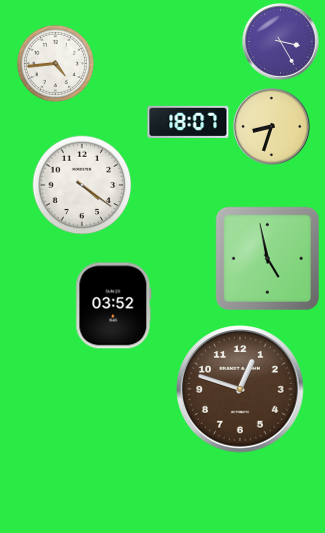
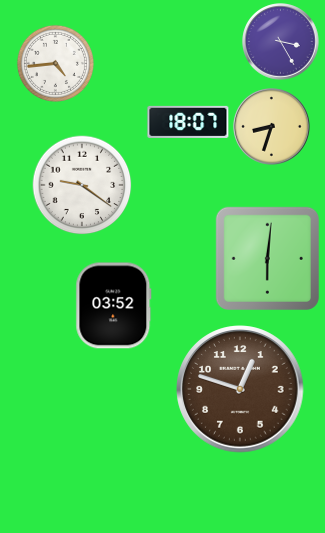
clock at (82, 185): 4:21 -> 9:21
clock at (267, 258): 4:58 -> 6:01
